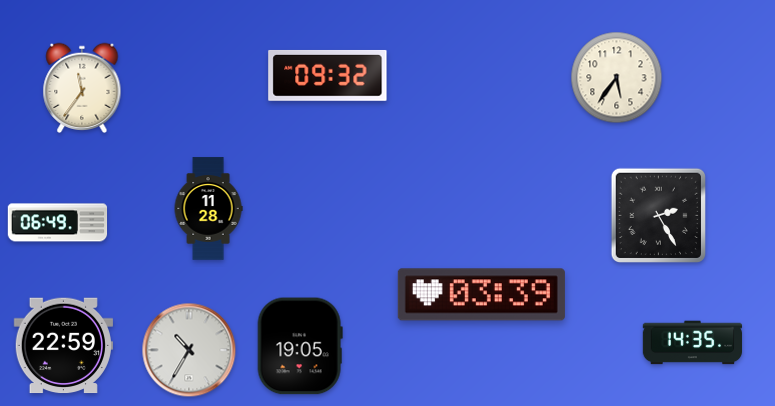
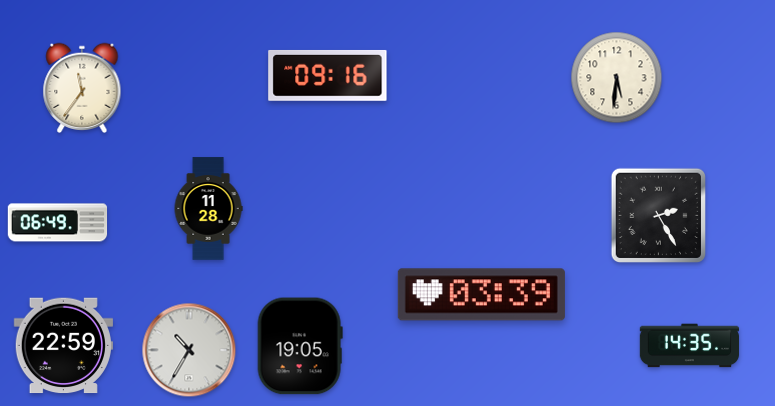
clock at (328, 75): 09:32 -> 09:16
clock at (617, 78): 5:36 -> 5:31
clock at (693, 343) position: (693, 343) -> (690, 346)
